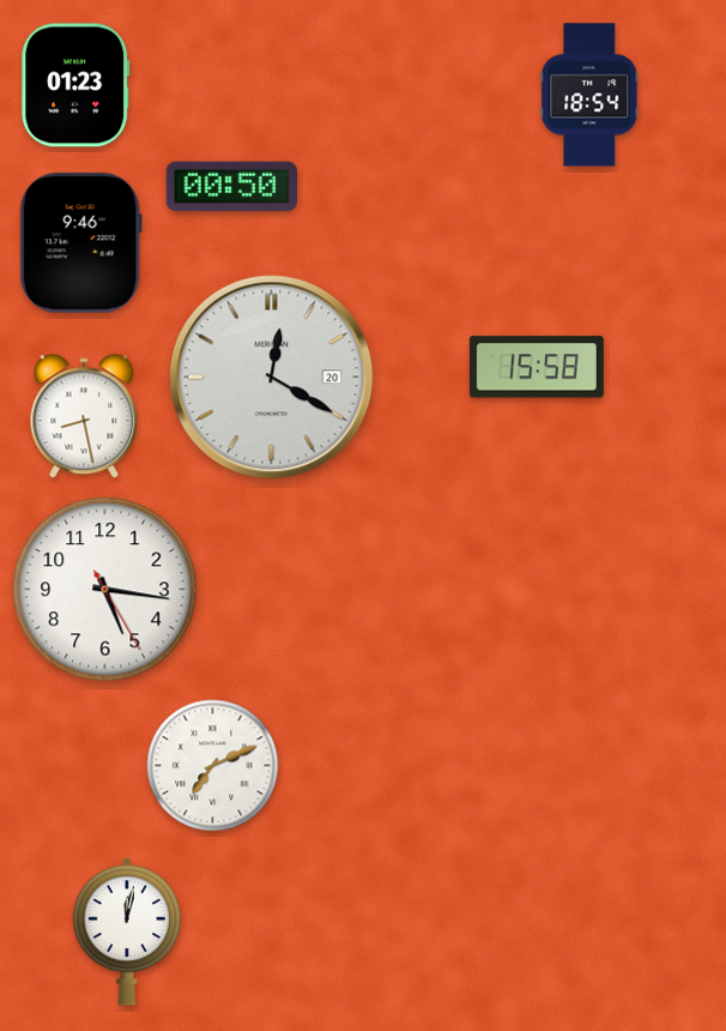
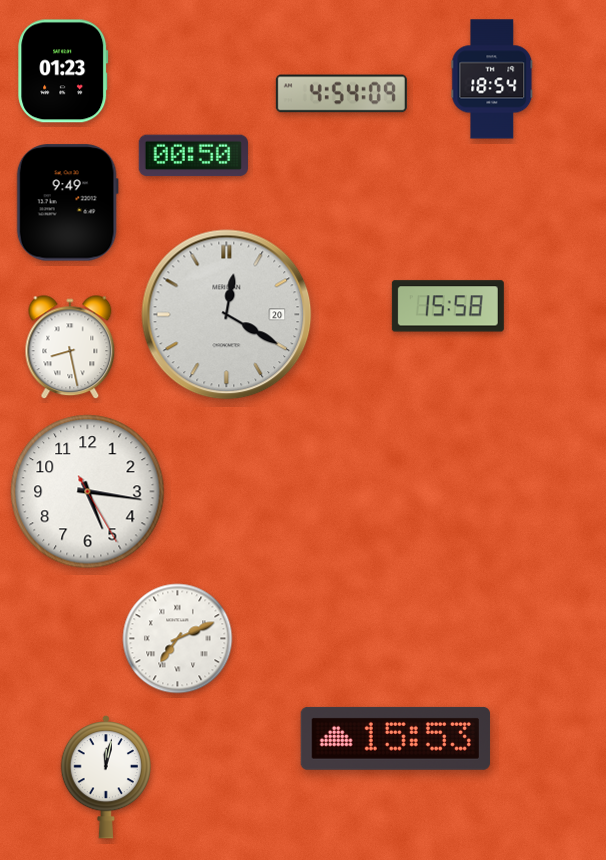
clock at (341, 94): none -> 4:54
clock at (80, 243): 9:46 -> 9:49
clock at (395, 738): none -> 15:53
